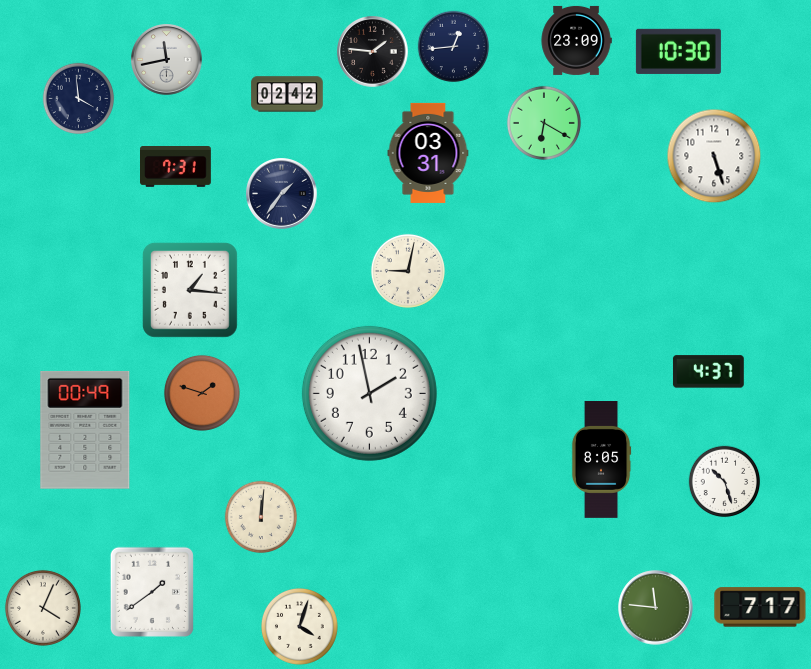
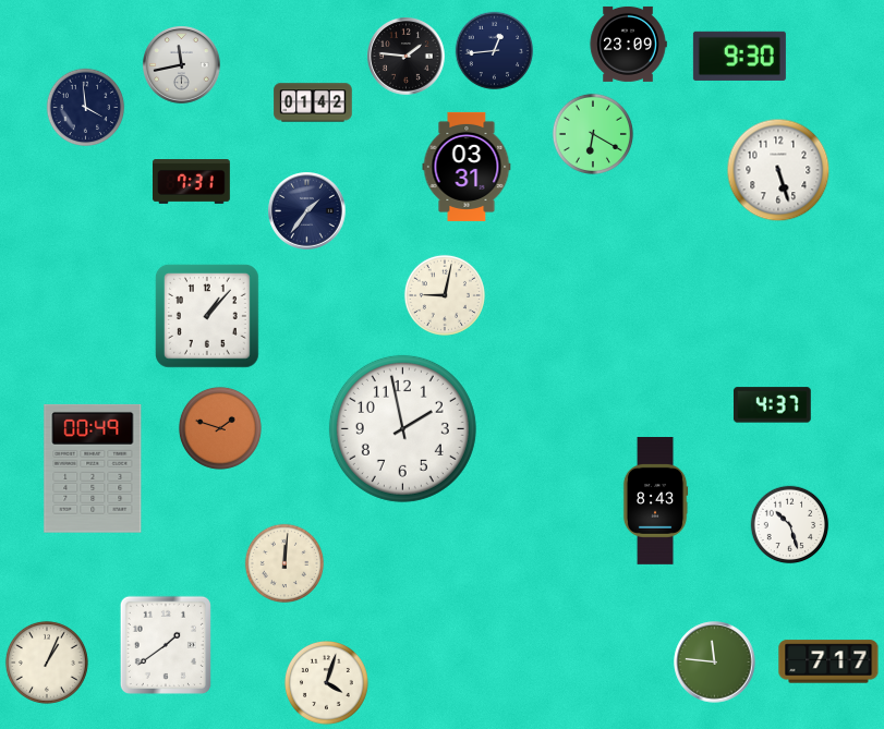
clock at (678, 51): 10:30 -> 9:30
clock at (287, 94): 02:42 -> 01:42
clock at (191, 291): 1:16 -> 1:07
clock at (601, 460): 8:05 -> 8:43
clock at (43, 608): 4:04 -> 1:04
